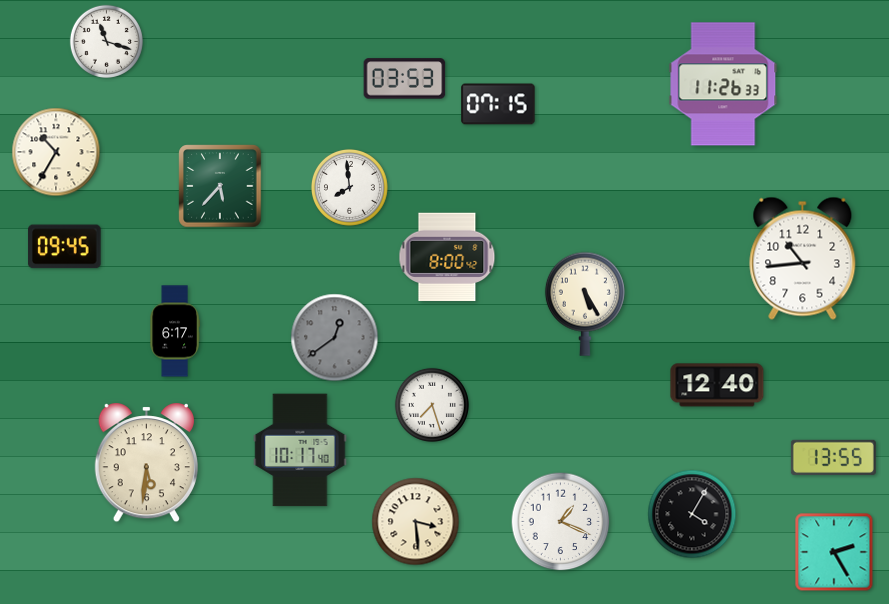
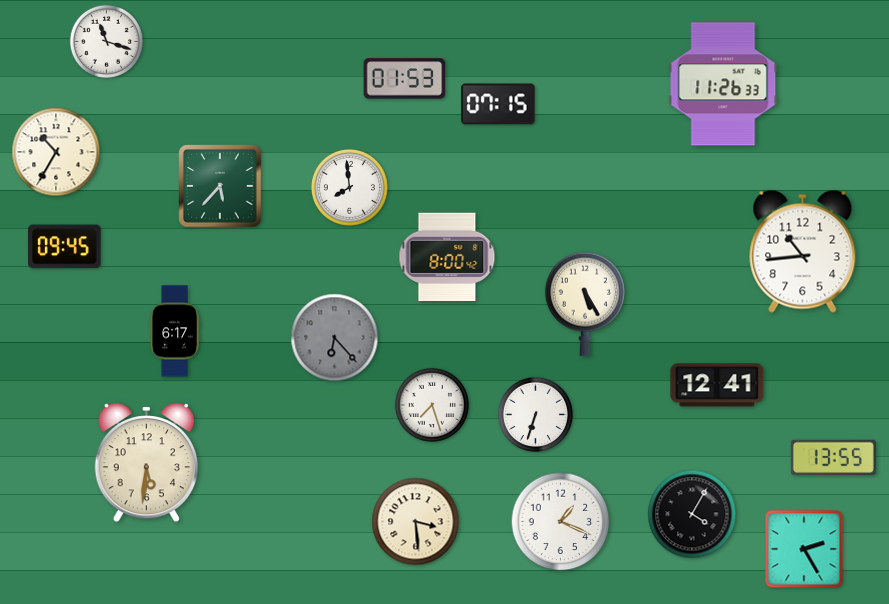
clock at (405, 79): 03:53 -> 01:53
clock at (803, 258) position: (803, 258) -> (803, 251)
clock at (335, 338): 12:39 -> 6:23
clock at (717, 385): 12:40 -> 12:41
clock at (535, 414): none -> 6:33
clock at (300, 450): 10:17 -> none
clock at (834, 552) position: (834, 552) -> (804, 549)
